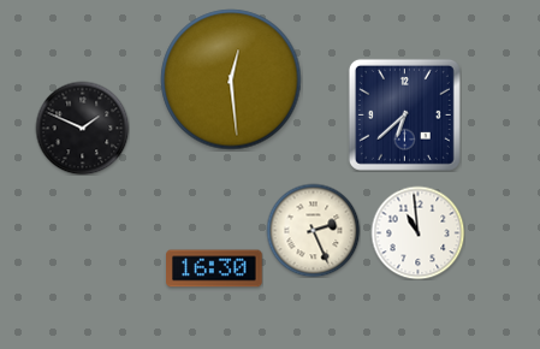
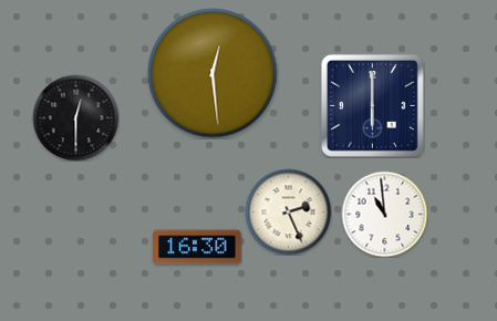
clock at (404, 114): 6:38 -> 6:00
clock at (82, 128): 1:49 -> 12:30
